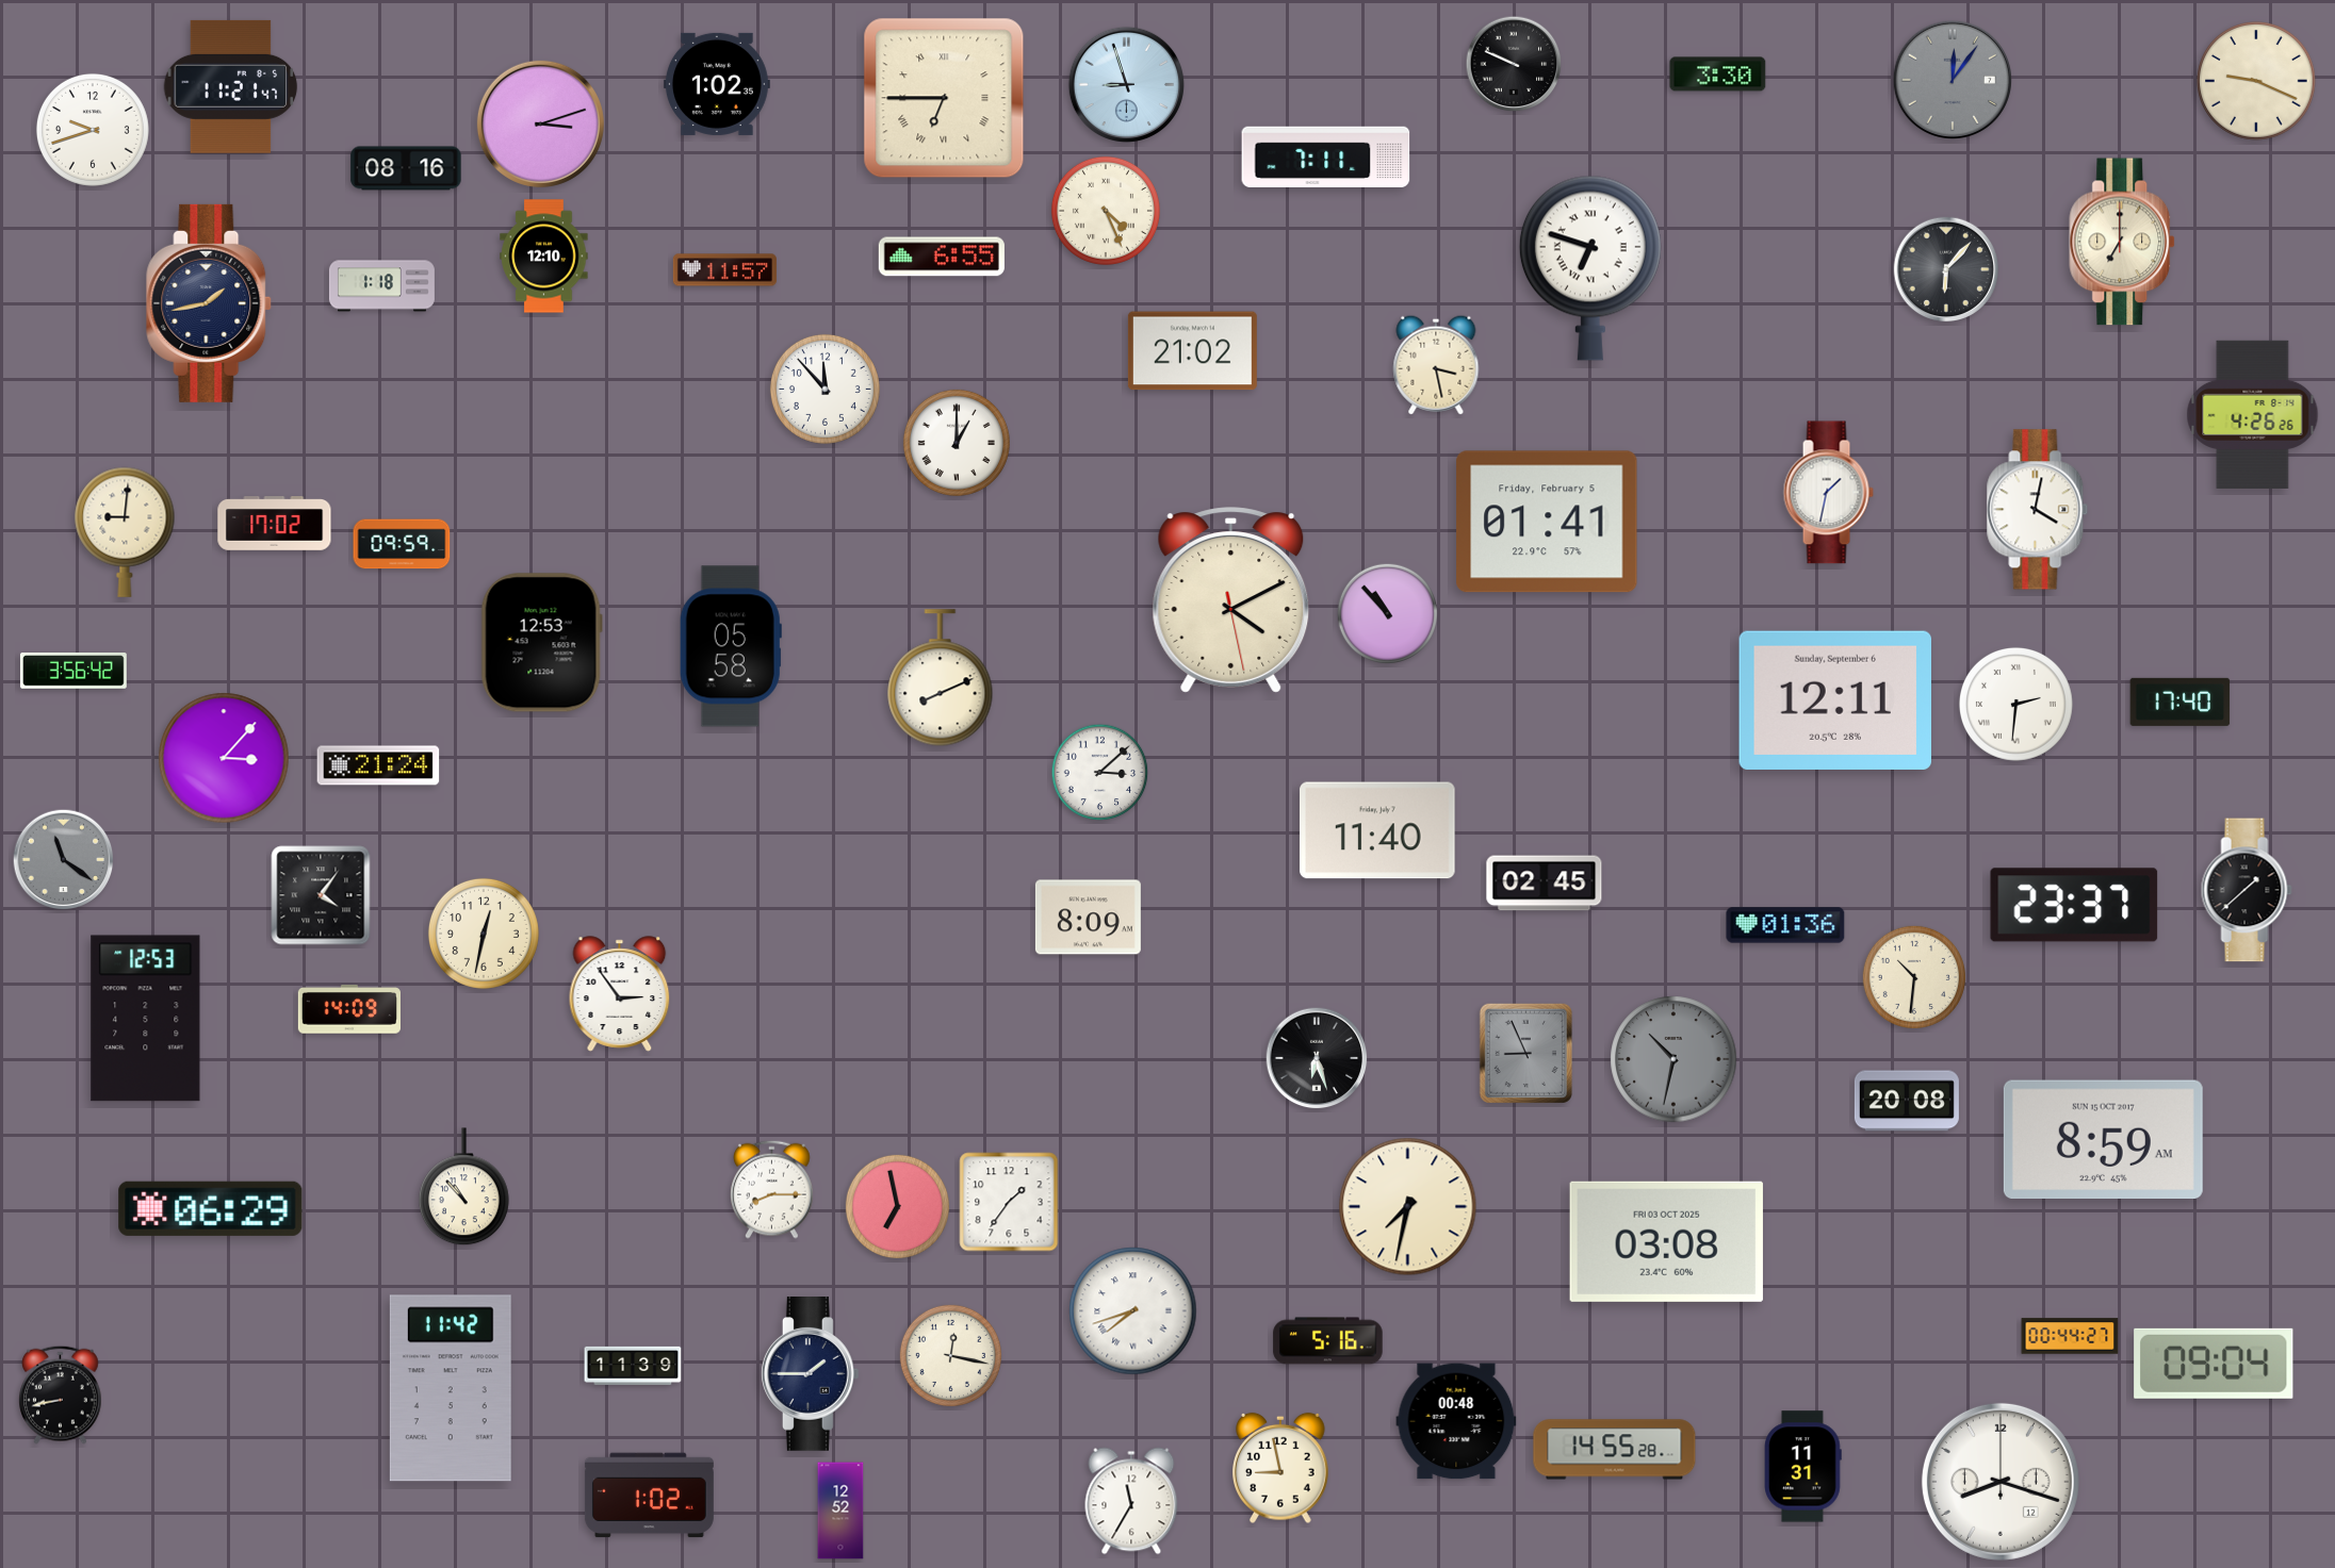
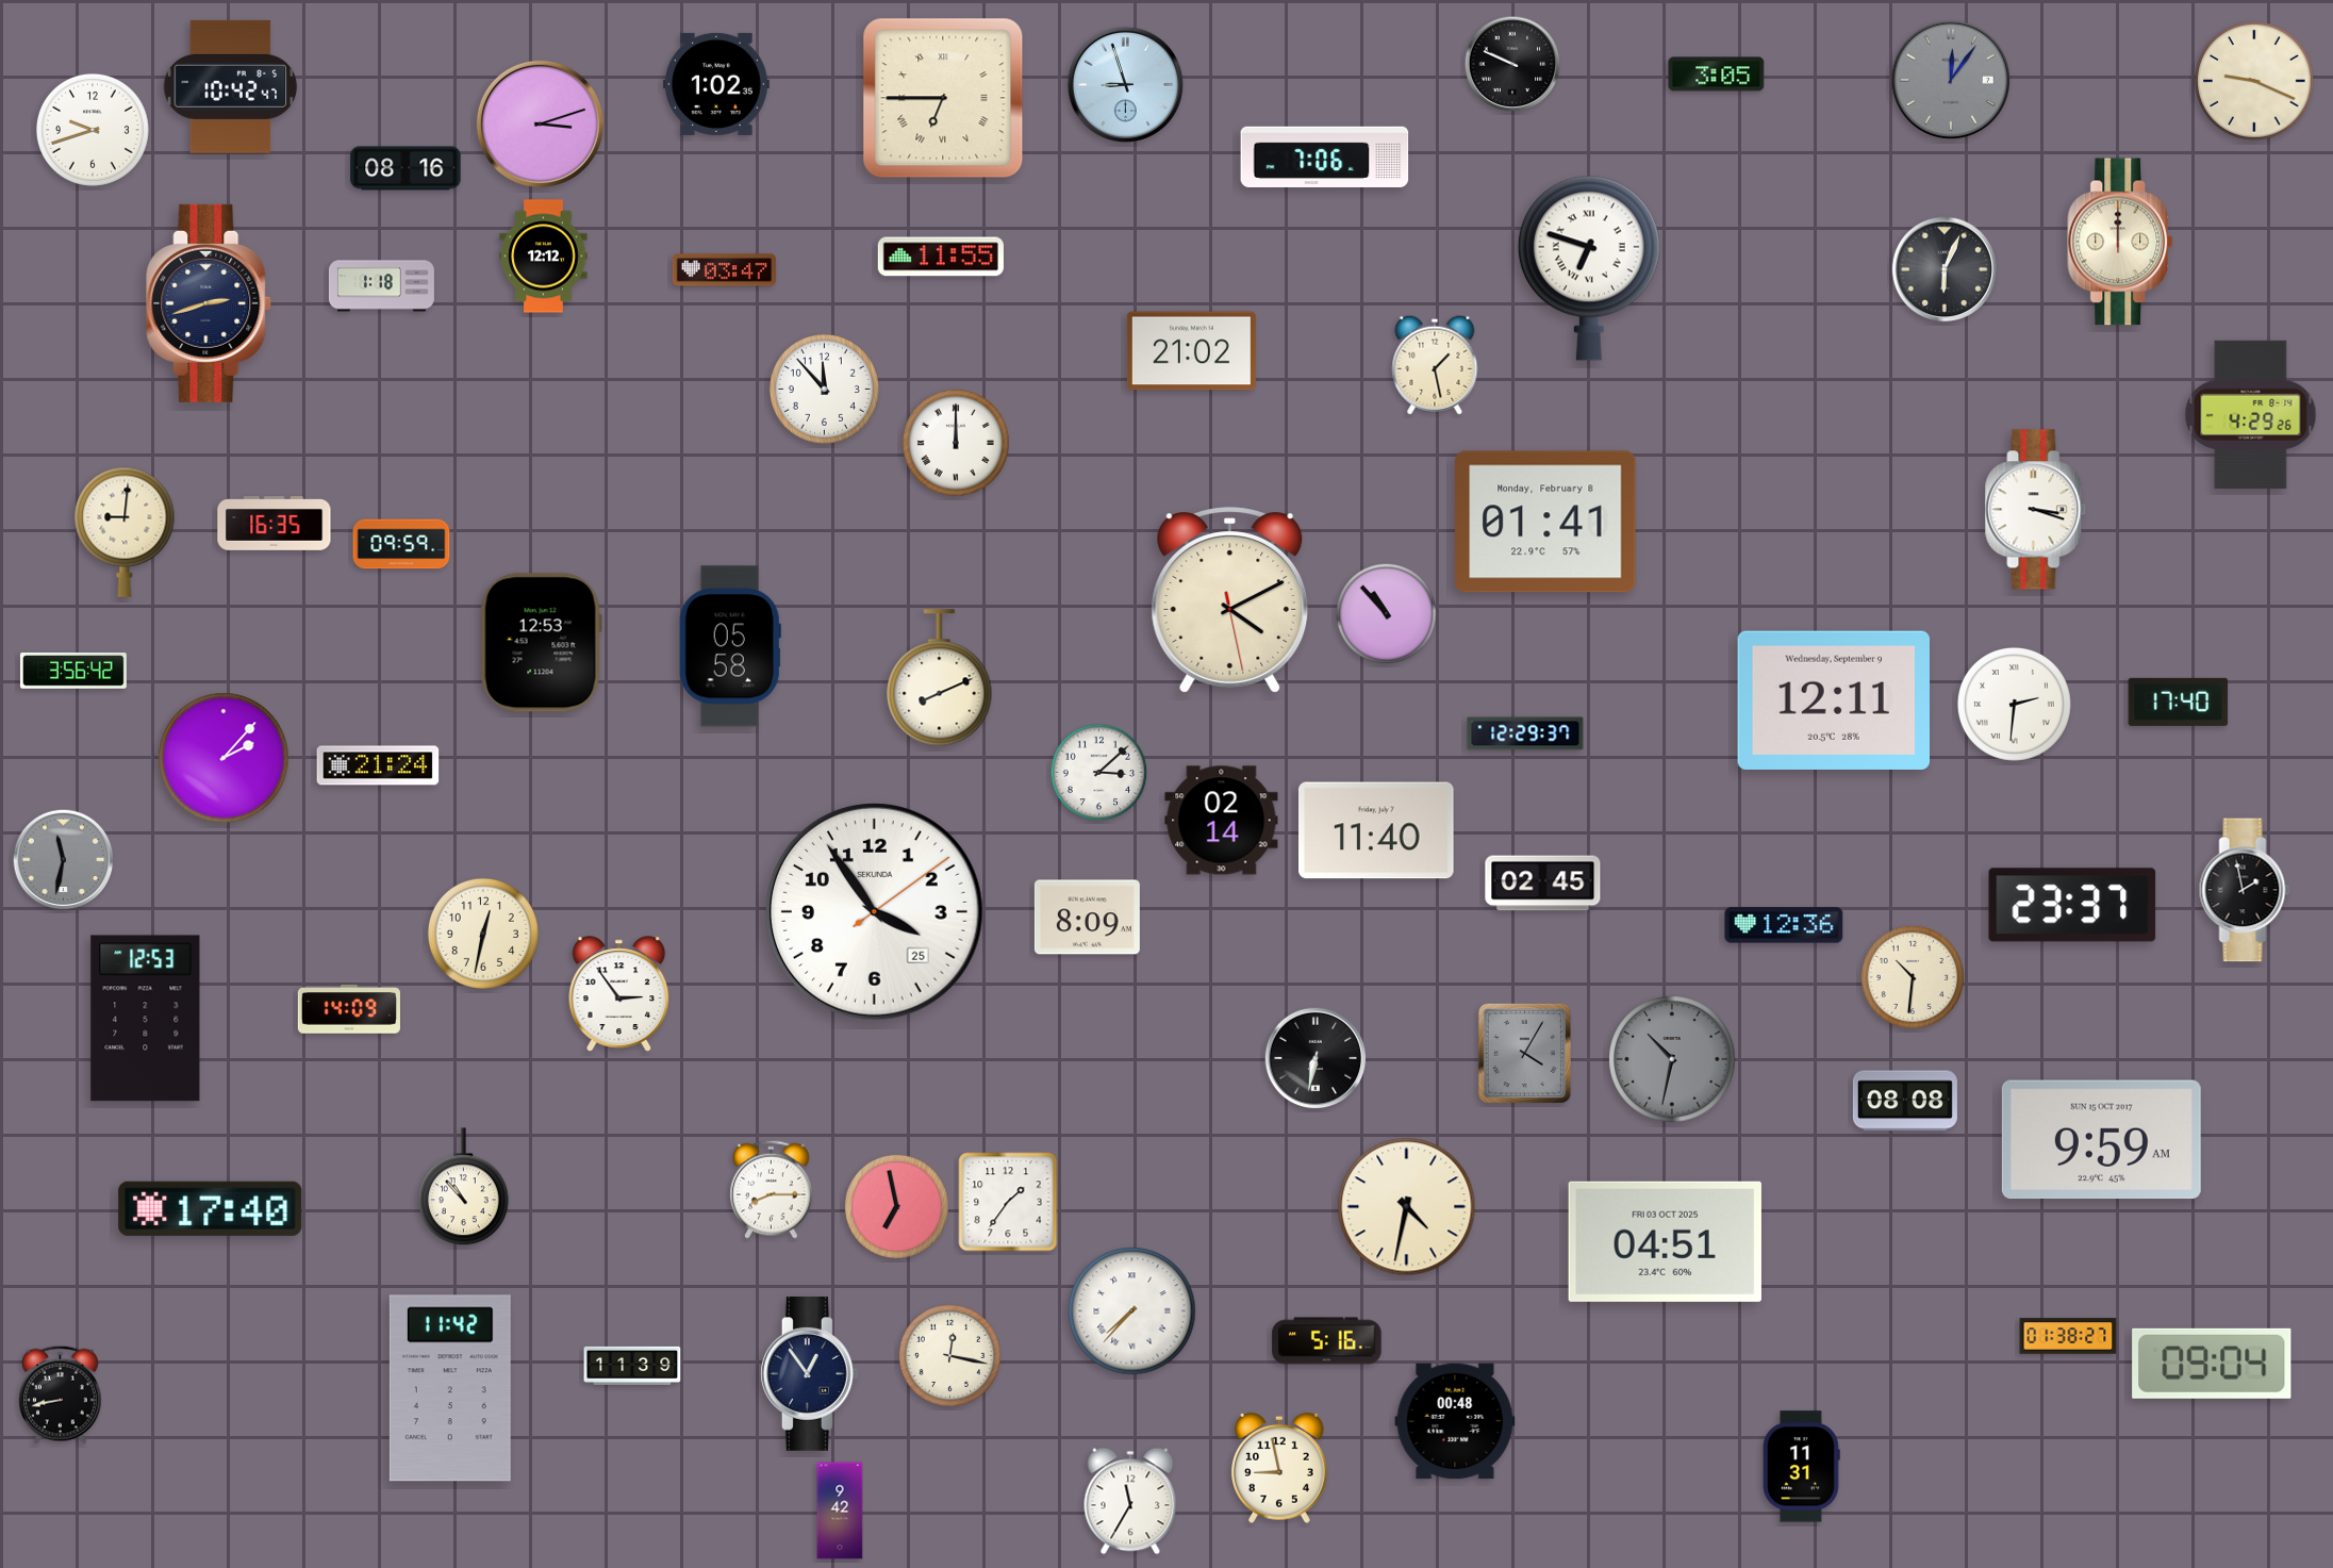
clock at (1718, 75): 3:30 -> 3:05
clock at (231, 86): 11:21 -> 10:42
clock at (1326, 156): 7:11 -> 7:06
clock at (1106, 211): 4:26 -> none
clock at (2123, 242): 7:00 -> 12:00
clock at (544, 257): 12:10 -> 12:12
clock at (942, 257): 6:55 -> 11:55
clock at (1946, 269): 6:07 -> 6:04
clock at (724, 270): 11:57 -> 03:47
clock at (210, 303): 1:43 -> 2:42
clock at (1436, 365): 3:28 -> 1:28
clock at (2253, 414): 4:26 -> 4:29
clock at (957, 443): 1:00 -> 12:00
clock at (1828, 493): 1:32 -> none
clock at (2038, 510): 4:02 -> 3:18
clock at (1547, 522) date: Friday, February 5 -> Monday, February 8
clock at (275, 524): 17:02 -> 16:35
clock at (1834, 700) date: Sunday, September 6 -> Wednesday, September 9
clock at (1525, 733): none -> 12:29
clock at (224, 758): 3:07 -> 2:07
clock at (1222, 821): none -> 02:14
clock at (64, 860): 11:21 -> 11:32
clock at (2247, 890): 1:38 -> 1:58
clock at (321, 895): 4:06 -> none
clock at (875, 912): none -> 3:54
clock at (1785, 925): 01:36 -> 12:36
clock at (1525, 1053): 8:56 -> 4:05
clock at (1317, 1058): 6:27 -> 6:32
clock at (1907, 1101): 20:08 -> 08:08
clock at (2103, 1140): 8:59 -> 9:59
clock at (1408, 1207): 7:32 -> 4:32
clock at (211, 1208): 06:29 -> 17:40
clock at (1666, 1241): 03:08 -> 04:51
clock at (1133, 1311): 7:42 -> 7:37
clock at (2070, 1336): 00:44 -> 01:38
clock at (810, 1374): 1:45 -> 12:54
clock at (1615, 1450): 14:55 -> none
clock at (2001, 1482): 8:18 -> none
clock at (649, 1496): 1:02 -> none
clock at (840, 1511): 12:52 -> 9:42
